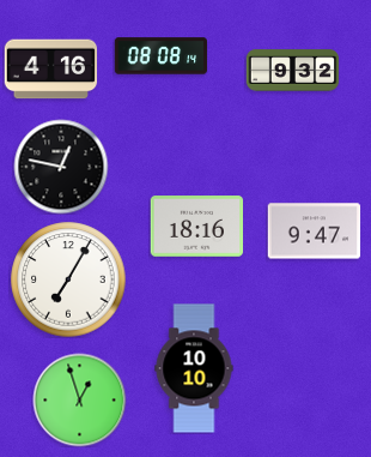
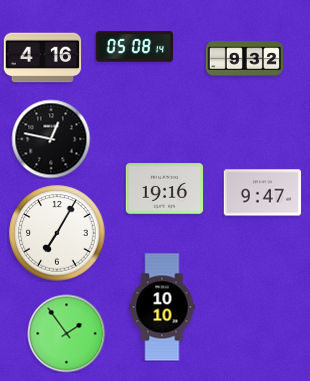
clock at (160, 56): 08:08 -> 05:08
clock at (196, 227): 18:16 -> 19:16
clock at (79, 399): 12:57 -> 1:54
